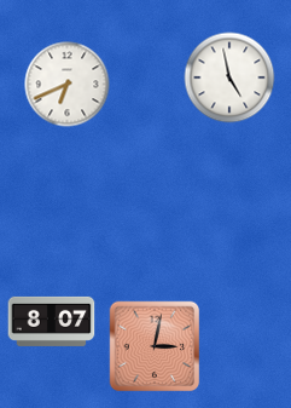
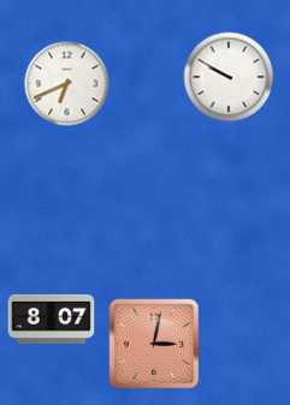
clock at (229, 77): 4:58 -> 9:50
